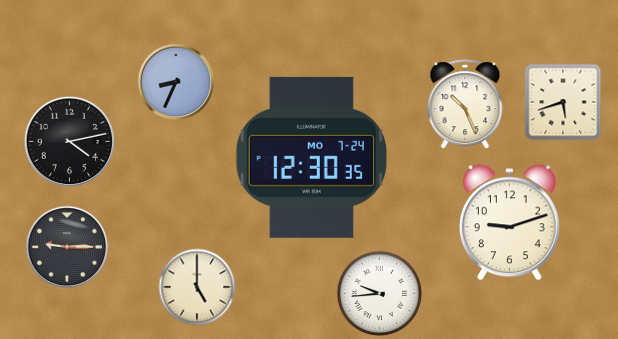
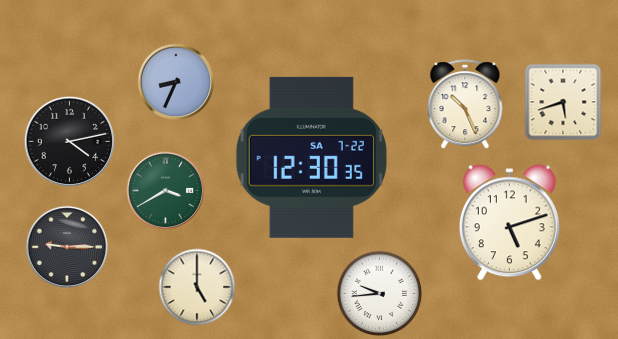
clock at (311, 157) date: MO 7-24 -> SA 7-22
clock at (166, 191): none -> 3:40
clock at (509, 223): 9:12 -> 5:12
